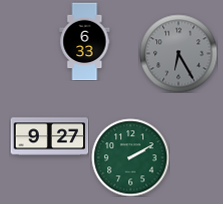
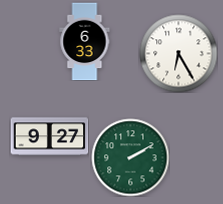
clock at (178, 53) dial: grey -> white
